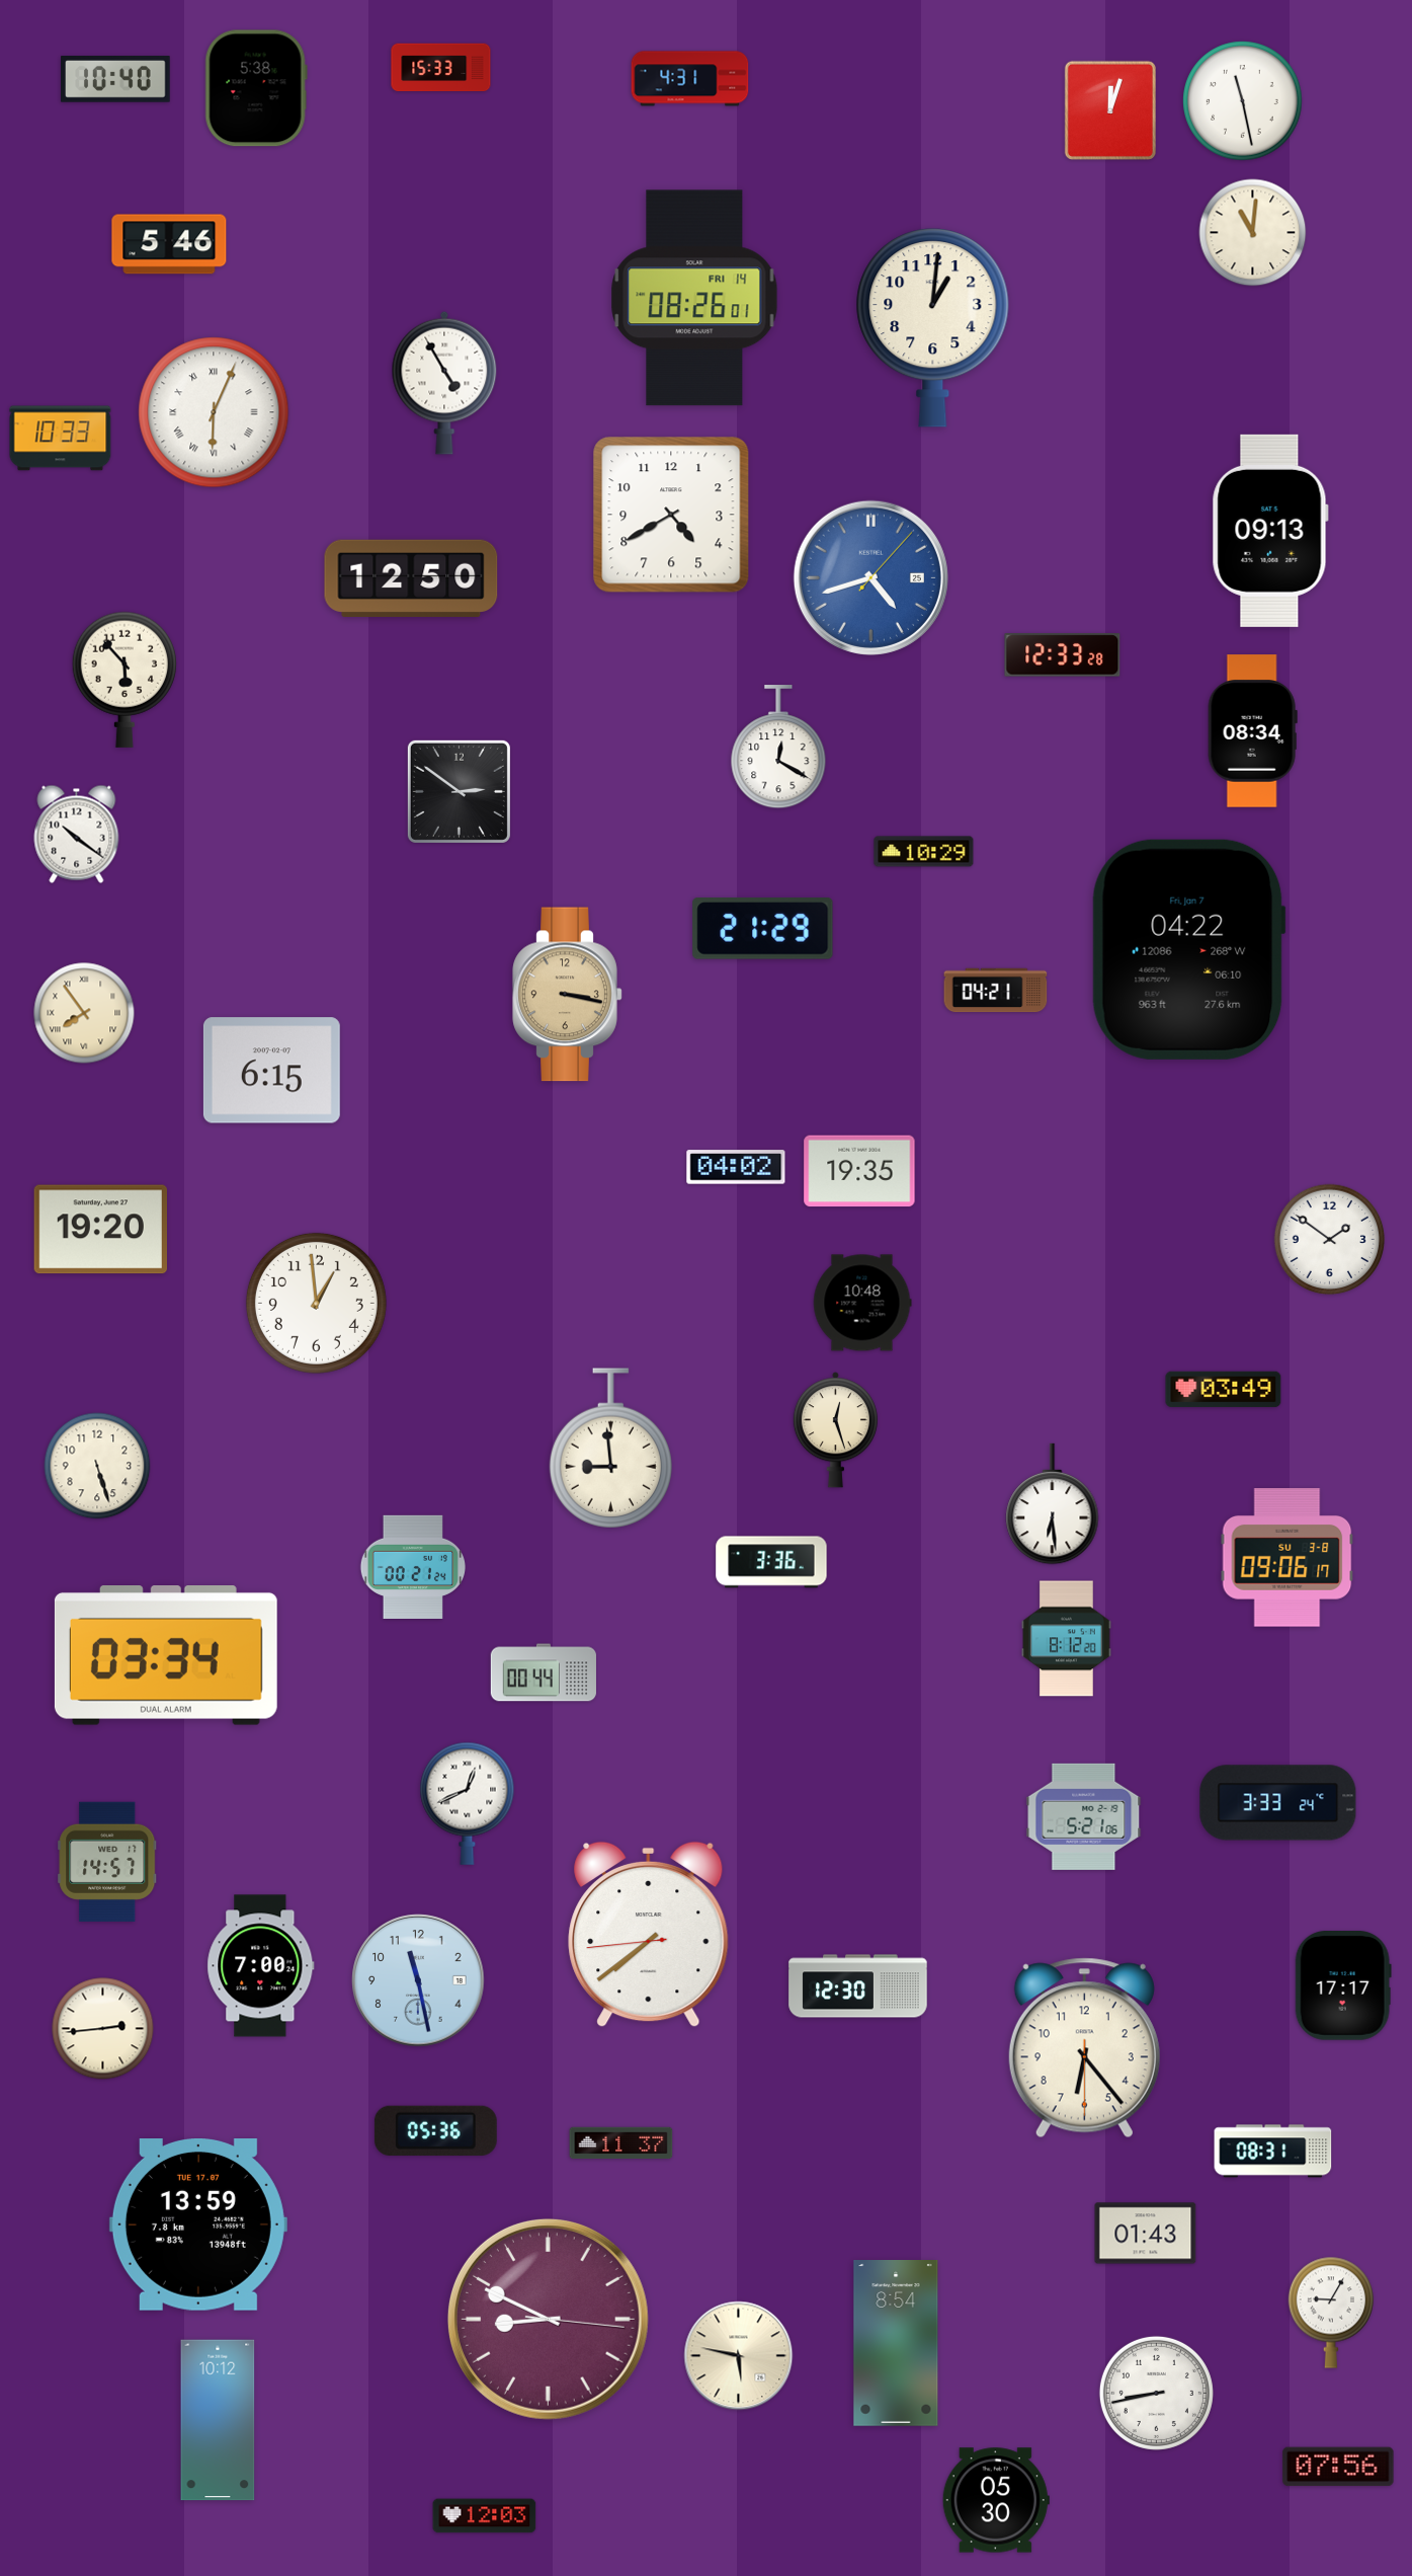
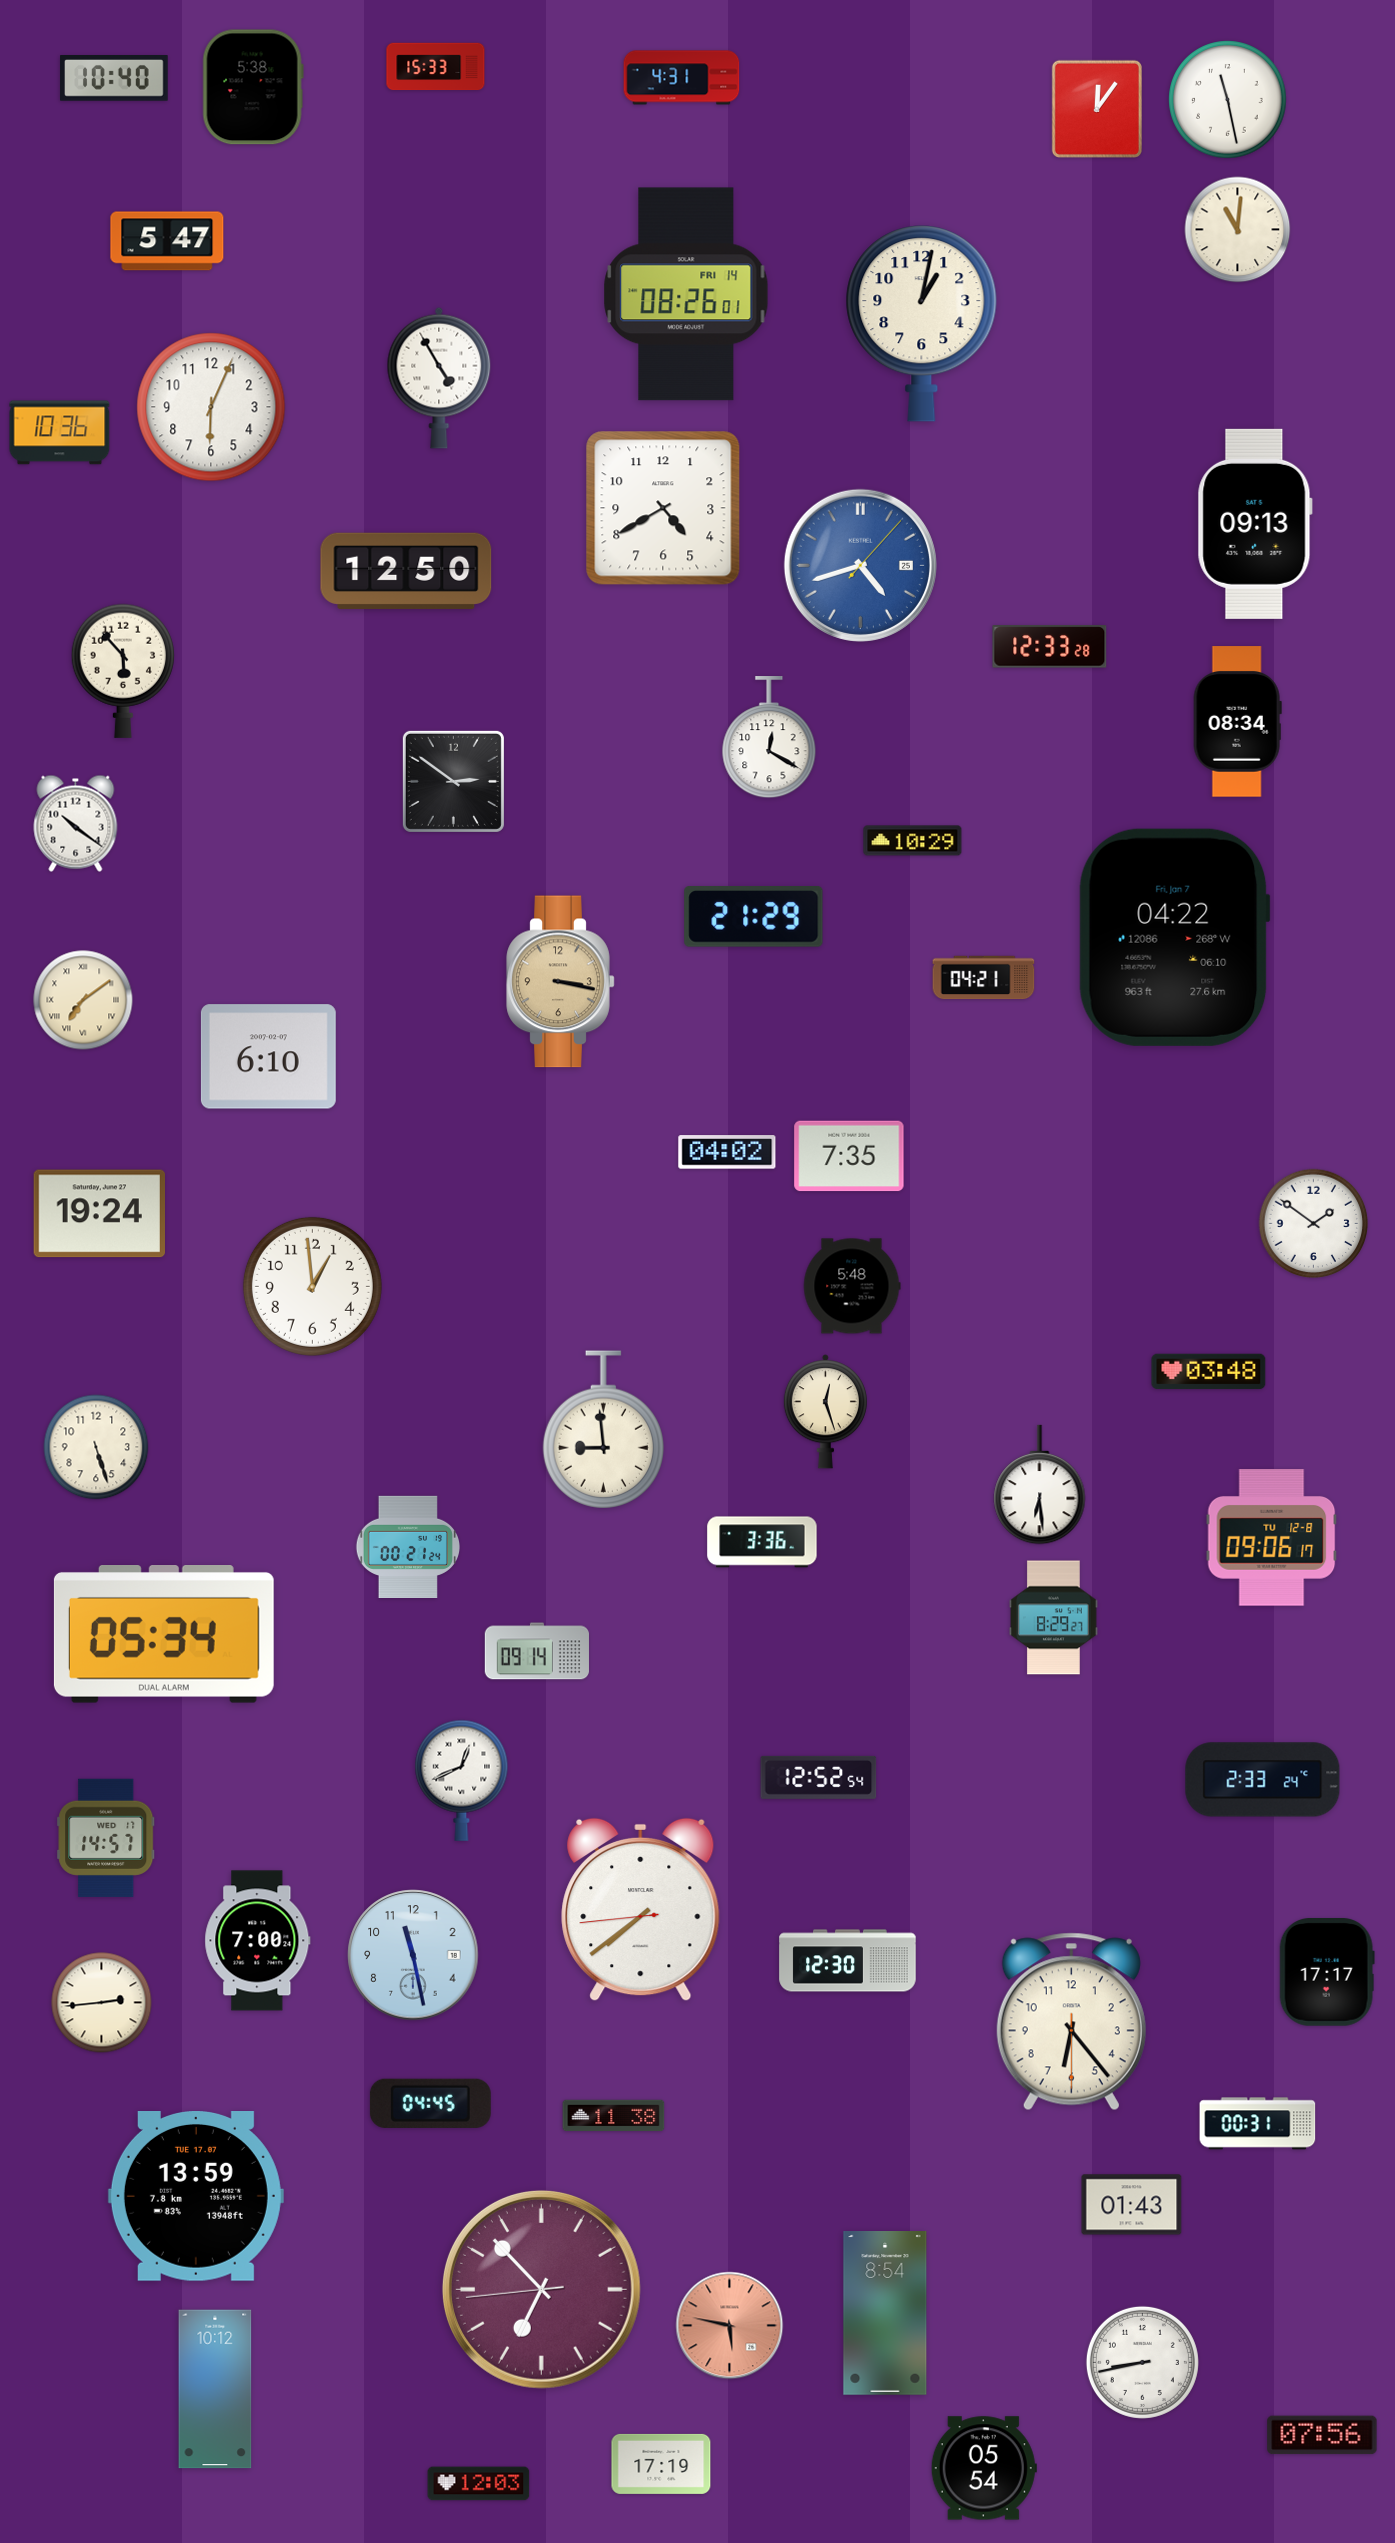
clock at (1110, 110): 12:03 -> 12:06
clock at (169, 244): 5:46 -> 5:47
clock at (933, 328): 1:01 -> 1:02
clock at (214, 412) numerals: Roman -> Arabic
clock at (61, 439): 10:33 -> 10:36
clock at (870, 577) position: (870, 577) -> (860, 565)
clock at (84, 1013): 7:54 -> 7:09
clock at (271, 1071): 6:15 -> 6:10
clock at (859, 1171): 19:35 -> 7:35
clock at (100, 1230): 19:20 -> 19:24
clock at (862, 1303): 10:48 -> 5:48
clock at (1224, 1390): 03:49 -> 03:48
clock at (1288, 1558) date: SU 3-8 -> TU 12-8
clock at (1067, 1639): 8:12 -> 8:29
clock at (166, 1656): 03:34 -> 05:34
clock at (544, 1672): 00:44 -> 09:14
clock at (819, 1777): none -> 12:52
clock at (1278, 1803): 3:33 -> 2:33
clock at (1084, 1816): 5:21 -> none
clock at (1343, 1986) position: (1343, 1986) -> (1327, 1973)
clock at (435, 2130): 05:36 -> 04:45
clock at (621, 2143): 11:37 -> 11:38
clock at (1273, 2152): 08:31 -> 00:31
clock at (1331, 2313): 9:05 -> none
clock at (548, 2319): 8:49 -> 6:52
clock at (739, 2356) dial: cream -> salmon
clock at (661, 2464): none -> 17:19
clock at (996, 2500): 05:30 -> 05:54
